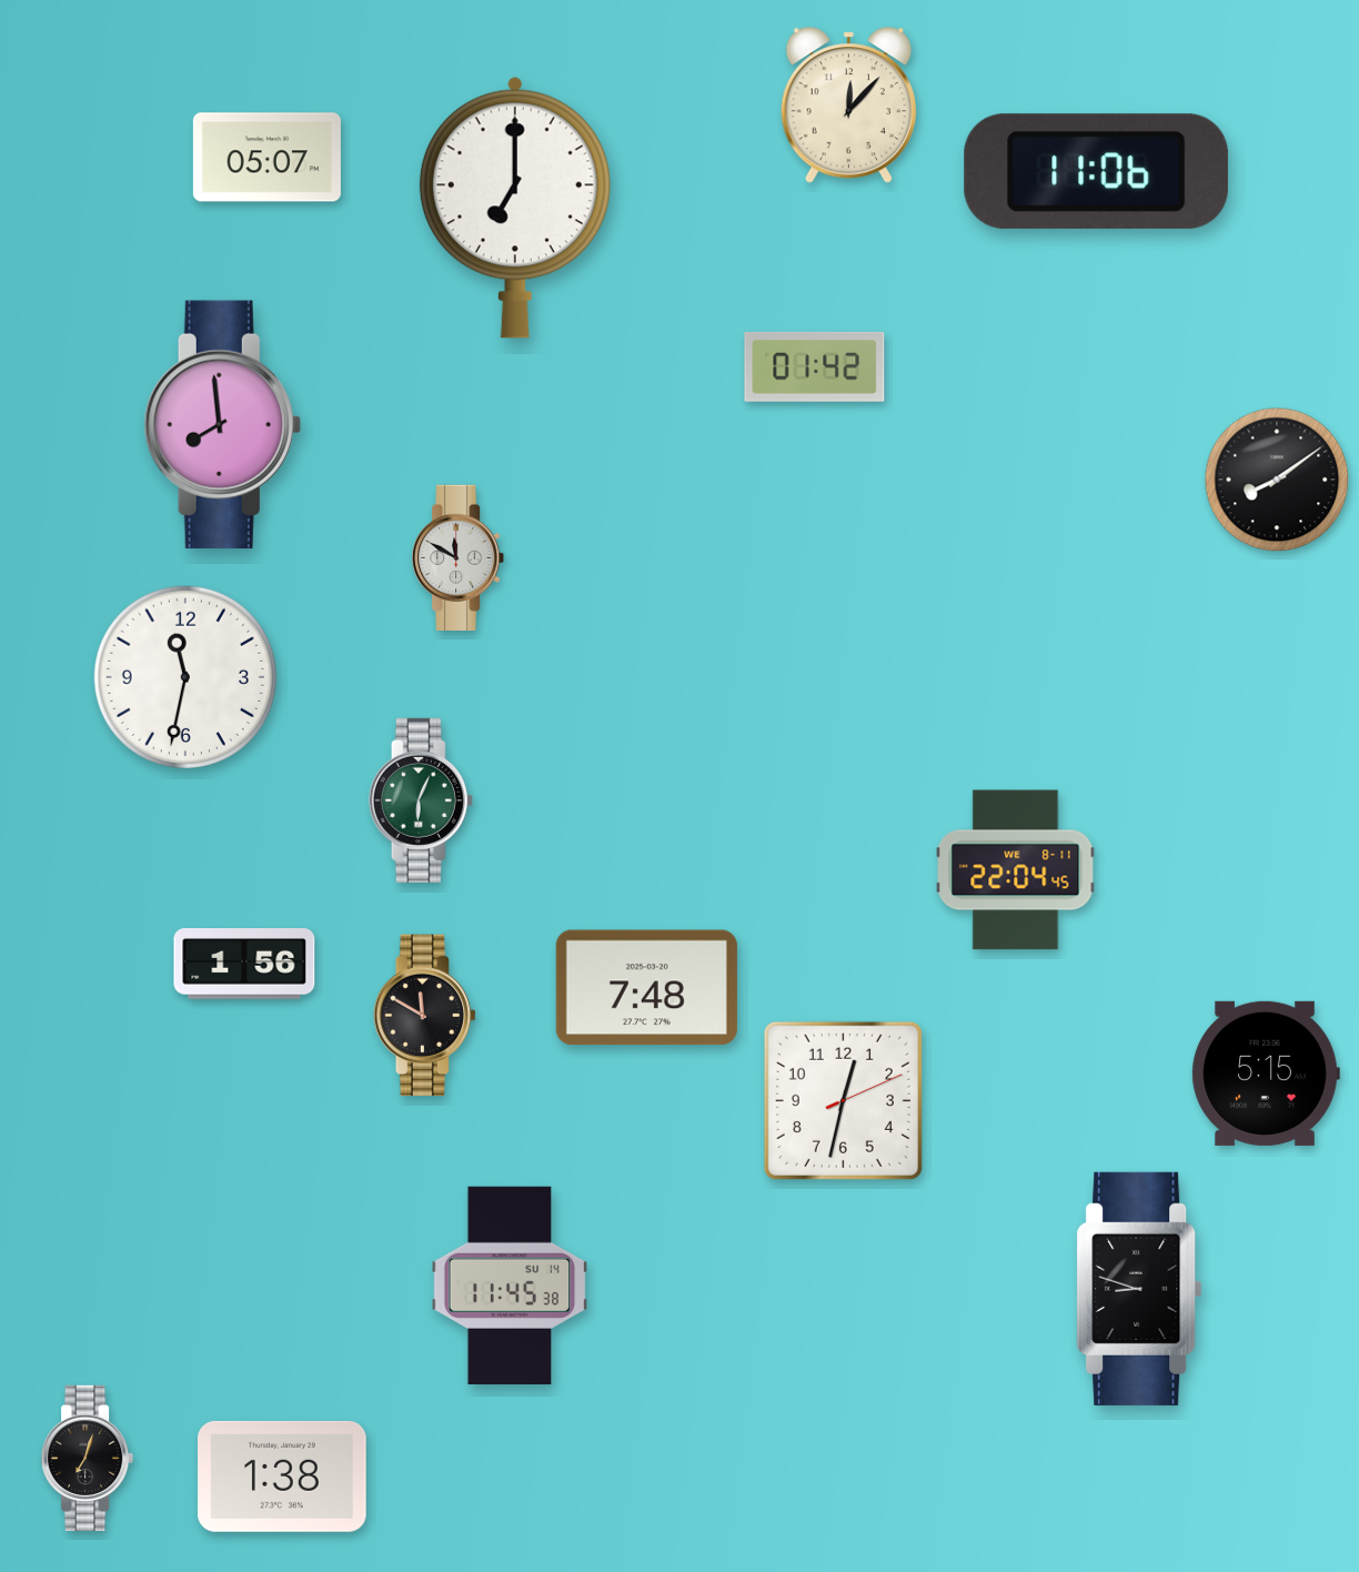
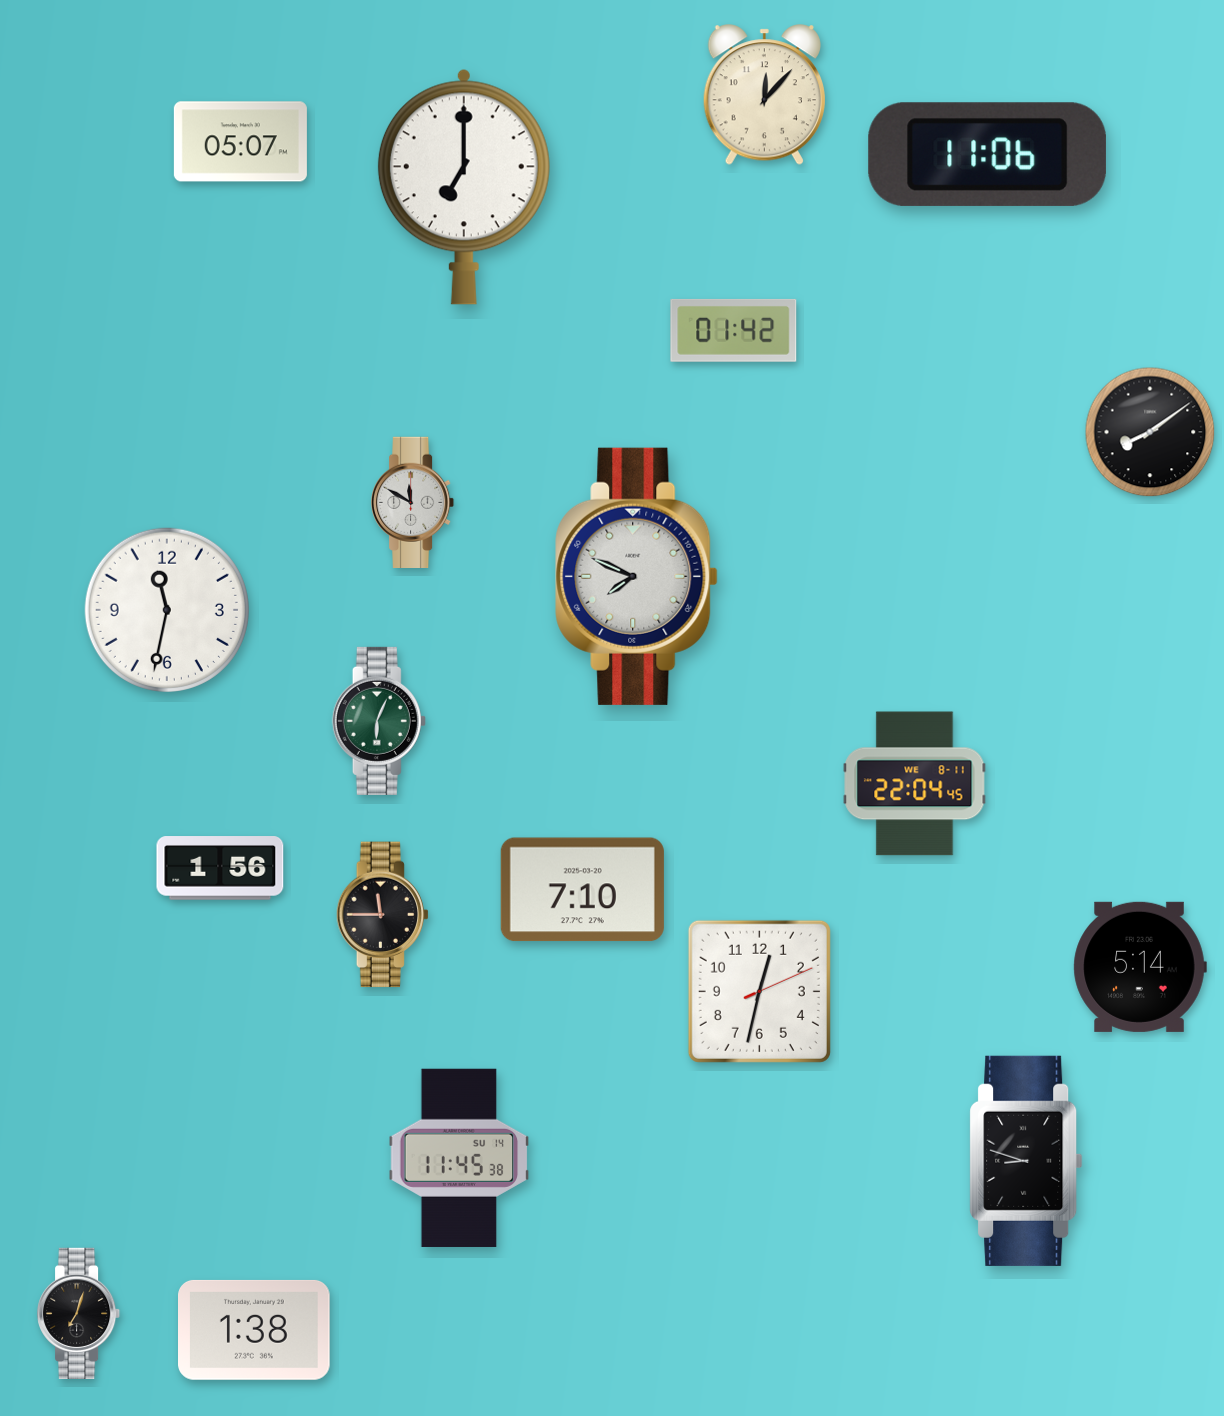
clock at (222, 425): 7:59 -> none
clock at (637, 576): none -> 7:49
clock at (646, 988): 7:48 -> 7:10
clock at (425, 1016): 11:50 -> 11:45
clock at (1266, 1074): 5:15 -> 5:14
